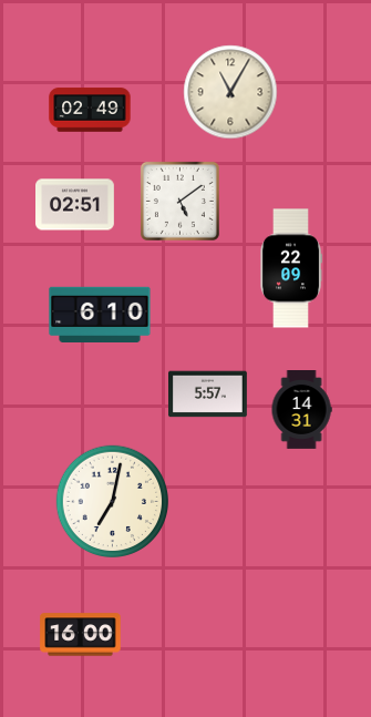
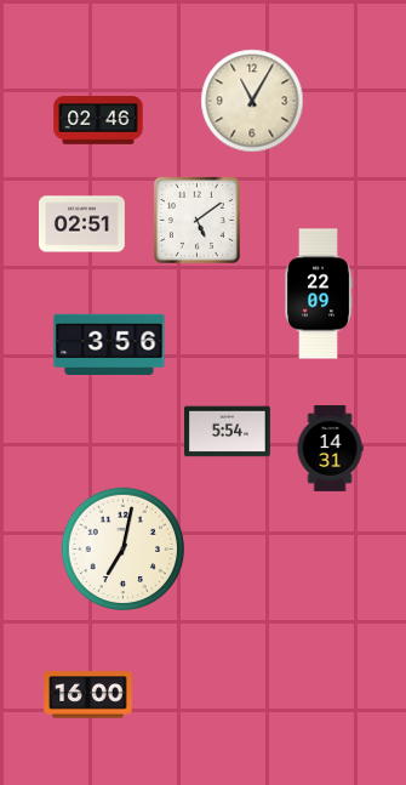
clock at (90, 110): 02:49 -> 02:46
clock at (100, 315): 6:10 -> 3:56
clock at (208, 395): 5:57 -> 5:54
